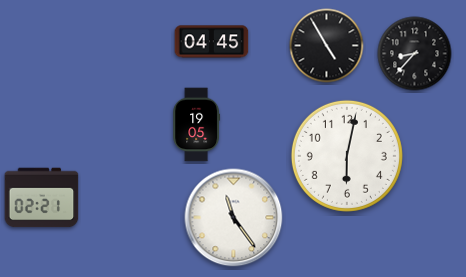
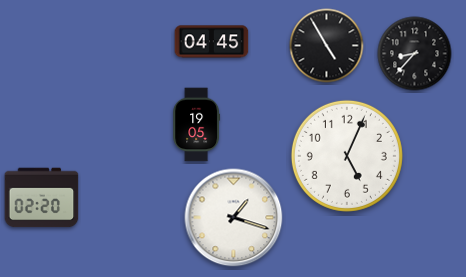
clock at (347, 156): 6:02 -> 5:04
clock at (42, 198): 02:21 -> 02:20
clock at (234, 218): 11:24 -> 1:18
